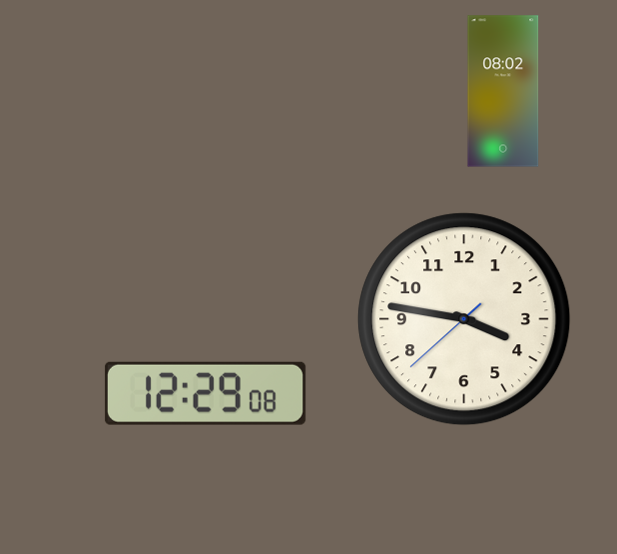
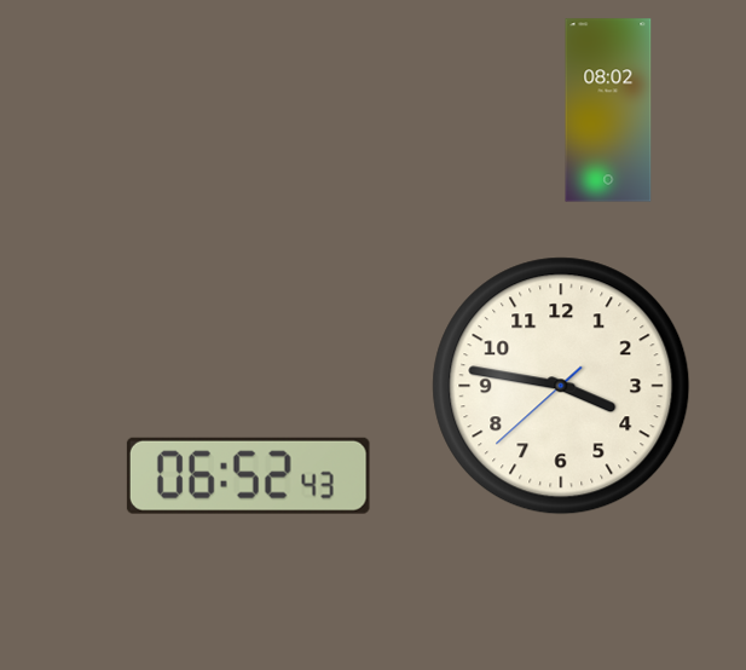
clock at (205, 393): 12:29 -> 06:52
